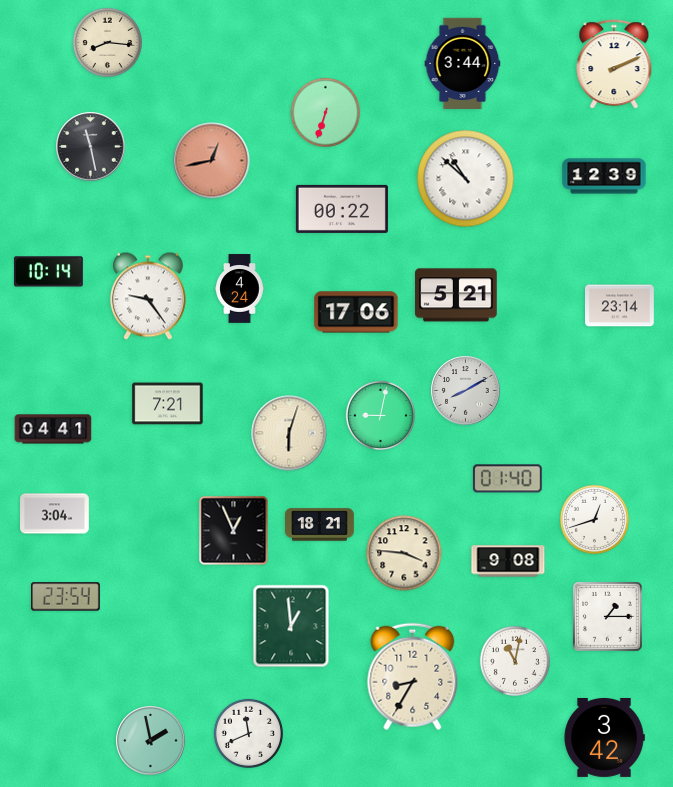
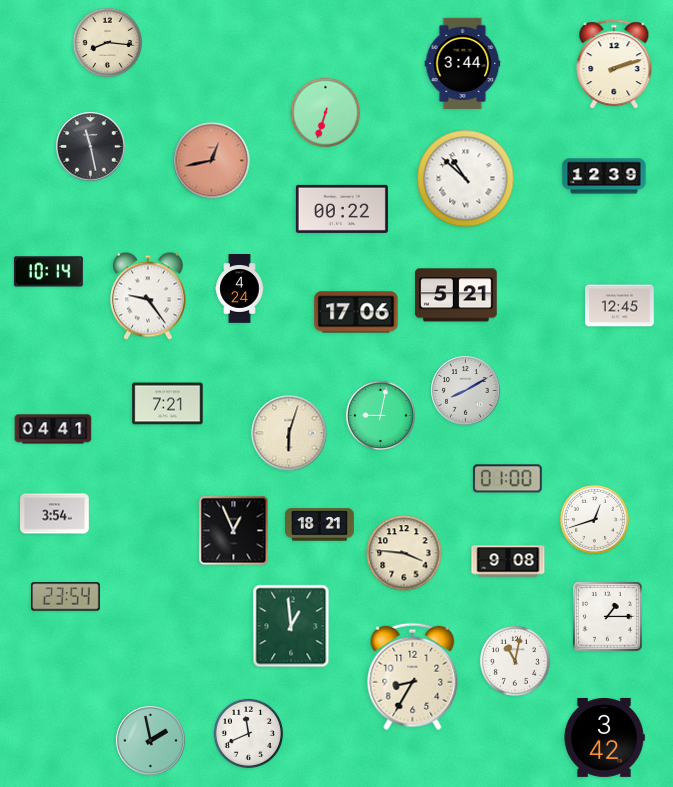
clock at (614, 65): 2:11 -> 2:12
clock at (620, 306): 23:14 -> 12:45
clock at (507, 479): 01:40 -> 01:00
clock at (55, 514): 3:04 -> 3:54
